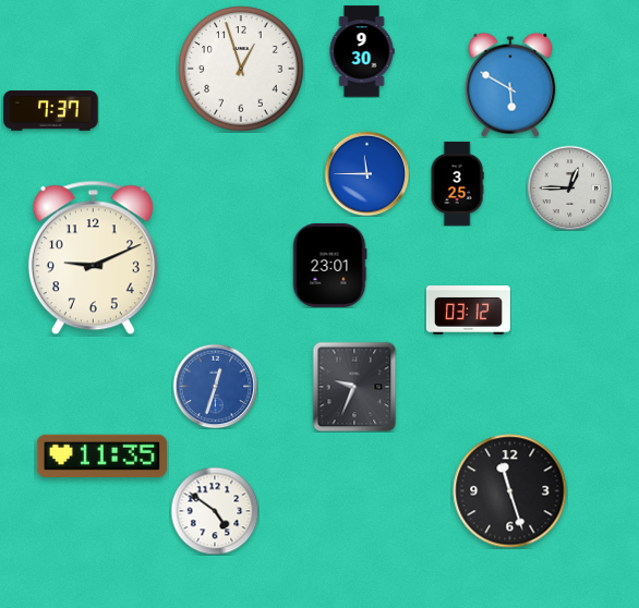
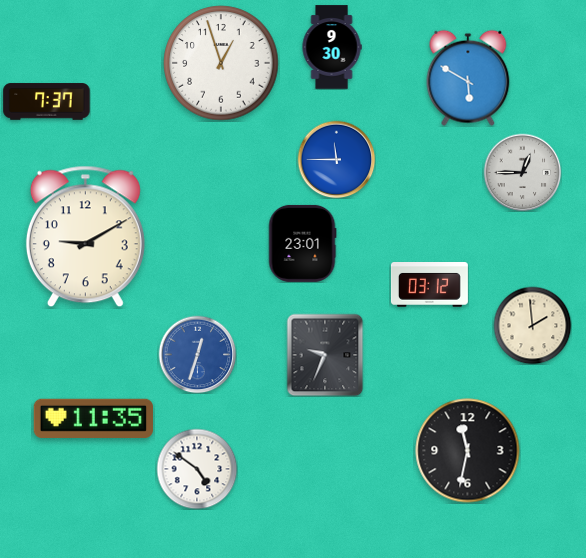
clock at (457, 183): 3:25 -> none
clock at (93, 258): 9:11 -> 9:10
clock at (532, 325): none -> 1:59
clock at (510, 491): 11:27 -> 11:32
